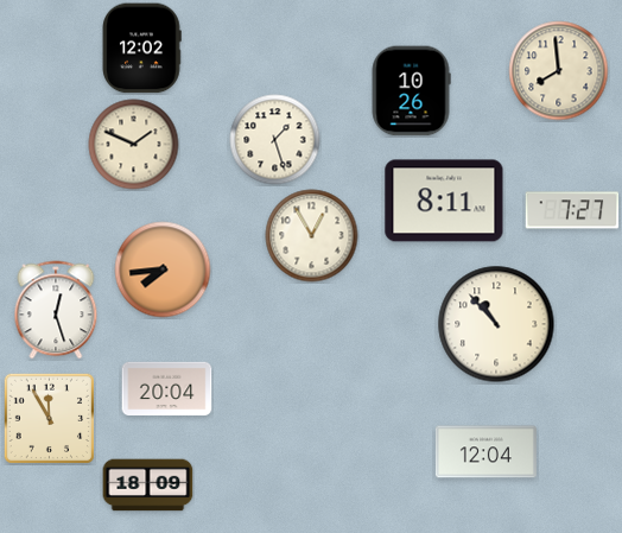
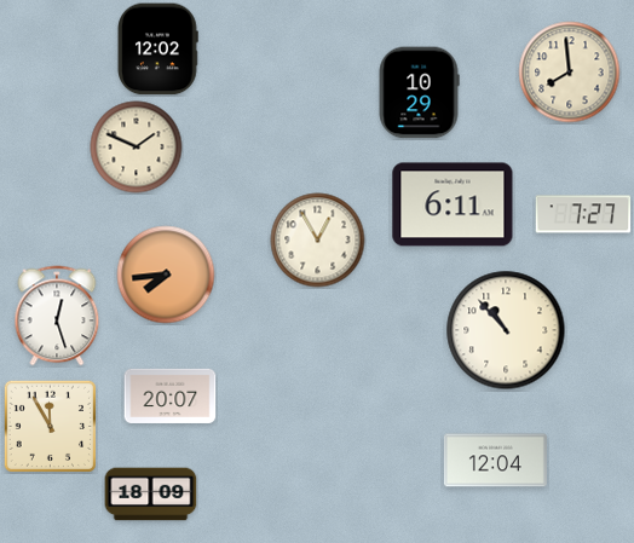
clock at (141, 49) position: (141, 49) -> (157, 50)
clock at (411, 91): 10:26 -> 10:29
clock at (275, 140): 1:27 -> none
clock at (444, 201): 8:11 -> 6:11
clock at (167, 388): 20:04 -> 20:07
